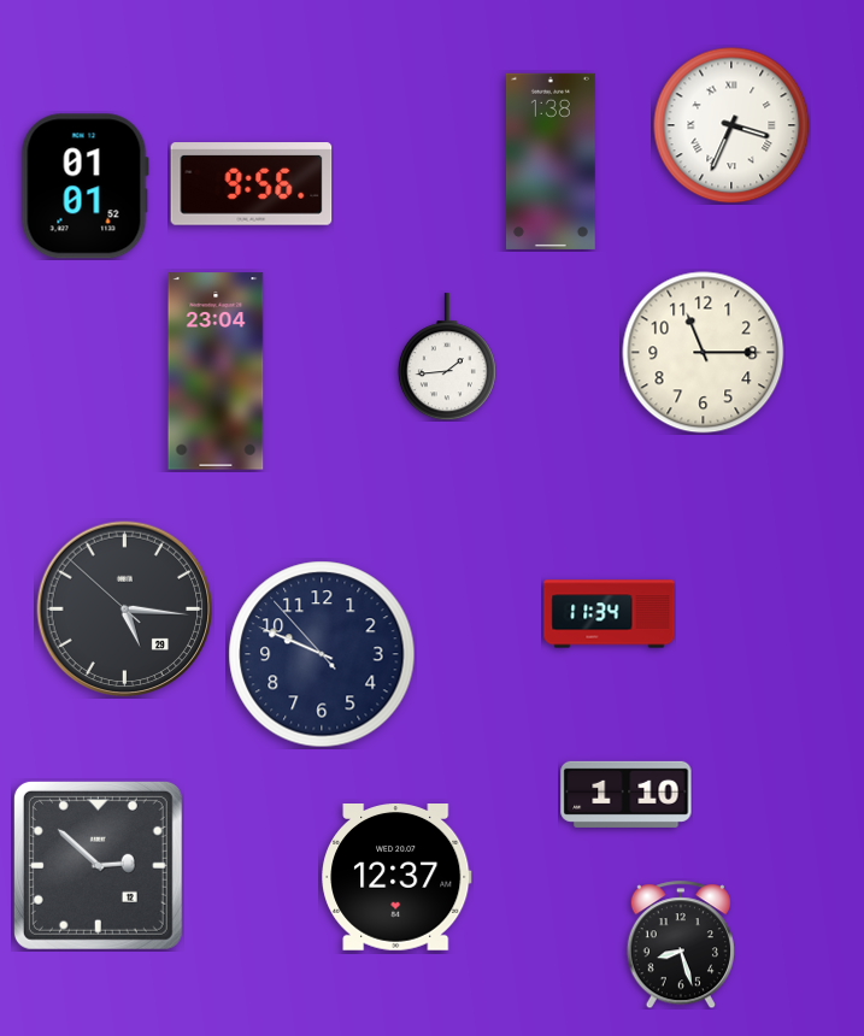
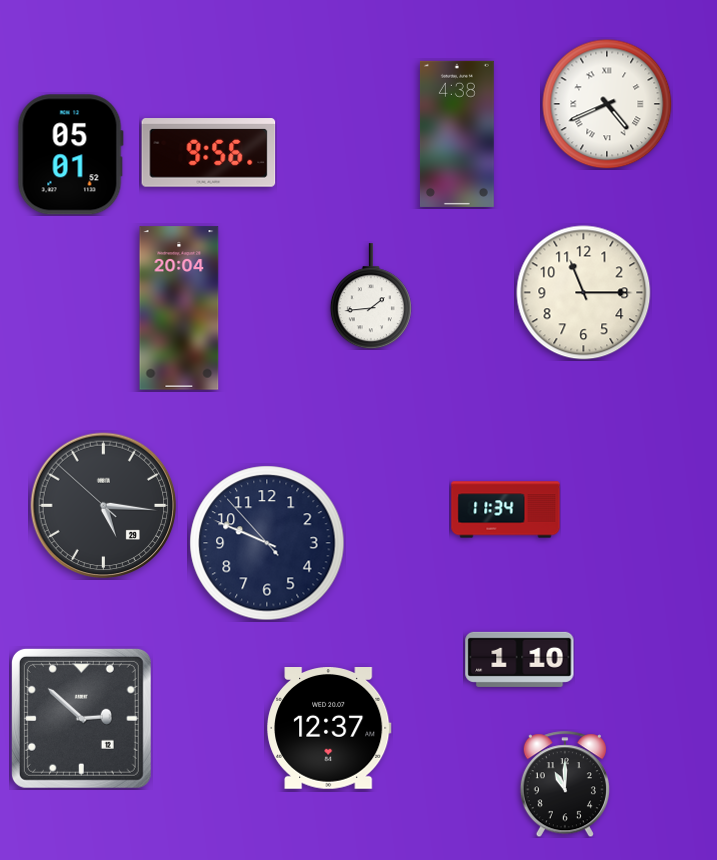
clock at (731, 125): 3:34 -> 4:41
clock at (551, 161): 1:38 -> 4:38
clock at (84, 187): 01:01 -> 05:01
clock at (216, 371): 23:04 -> 20:04
clock at (680, 944): 8:27 -> 11:00
